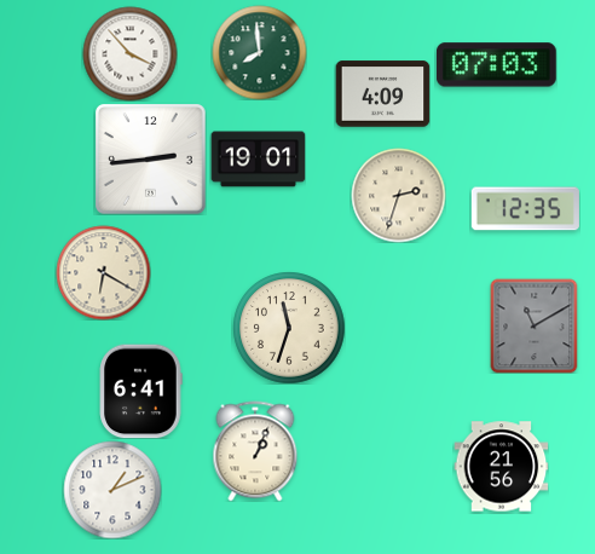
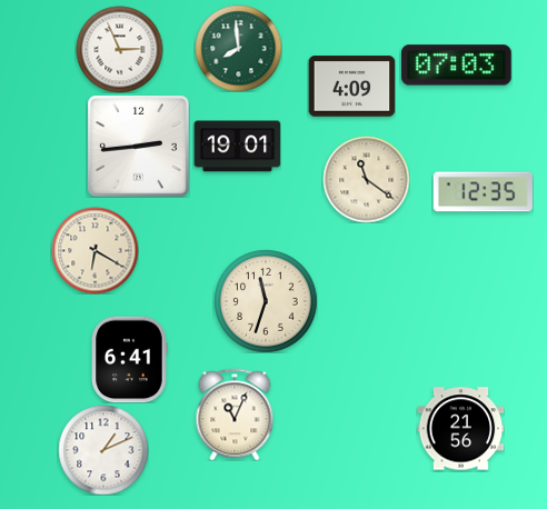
clock at (129, 53): 3:53 -> 2:56
clock at (496, 65) position: (496, 65) -> (456, 66)
clock at (398, 195): 2:33 -> 11:21
clock at (535, 325): 11:10 -> none
clock at (255, 451): 1:04 -> 11:04
